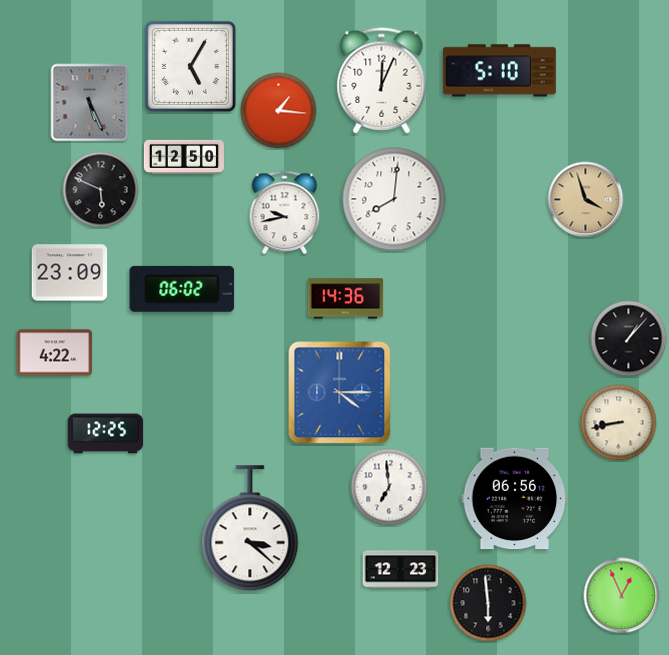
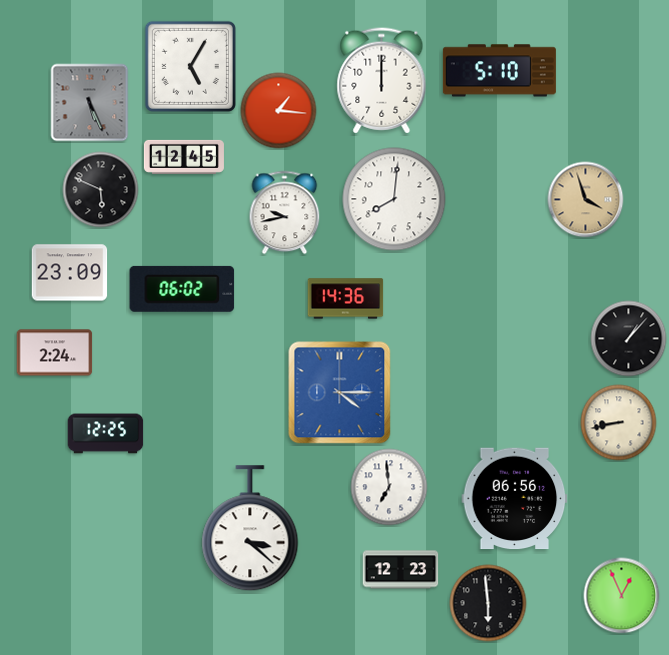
clock at (382, 81): 12:04 -> 12:00
clock at (184, 157): 12:50 -> 12:45
clock at (55, 353): 4:22 -> 2:24
